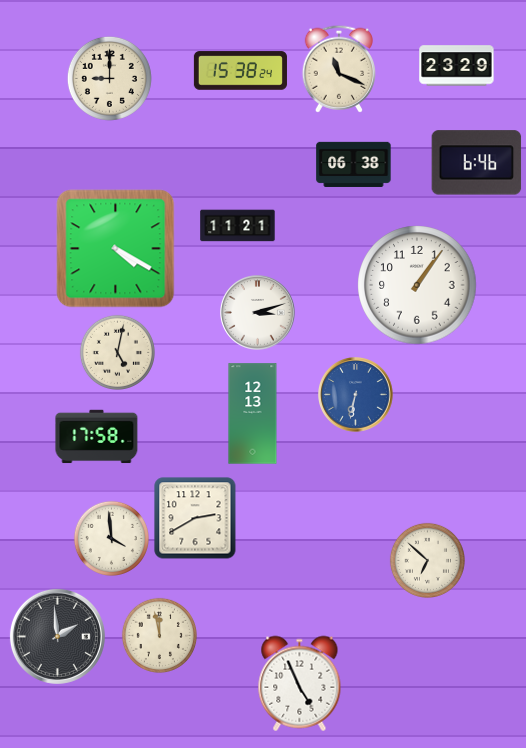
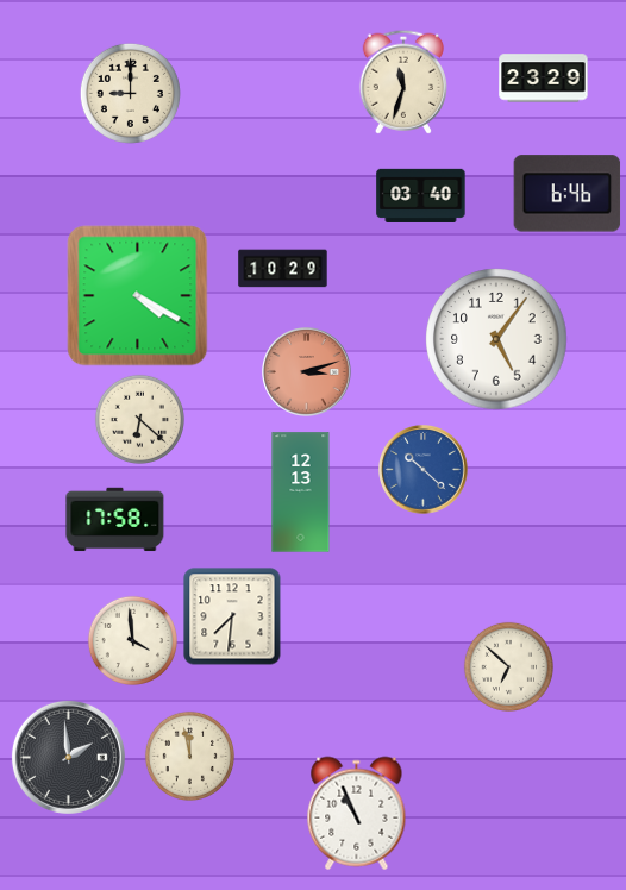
clock at (338, 69): 11:19 -> 11:33
clock at (240, 71): 15:38 -> none
clock at (354, 164): 06:38 -> 03:40
clock at (238, 226): 11:21 -> 10:29
clock at (417, 285): 1:06 -> 5:06
clock at (258, 313) dial: white -> salmon
clock at (117, 352): 5:02 -> 6:22
clock at (356, 395): 6:32 -> 10:22
clock at (195, 518): 2:40 -> 7:31
clock at (300, 684): 4:56 -> 10:56
